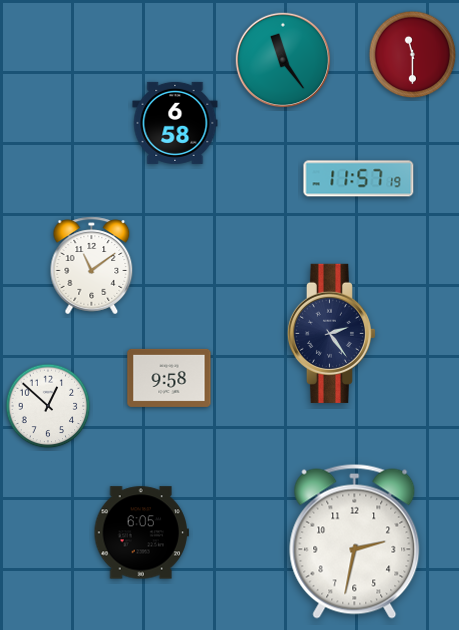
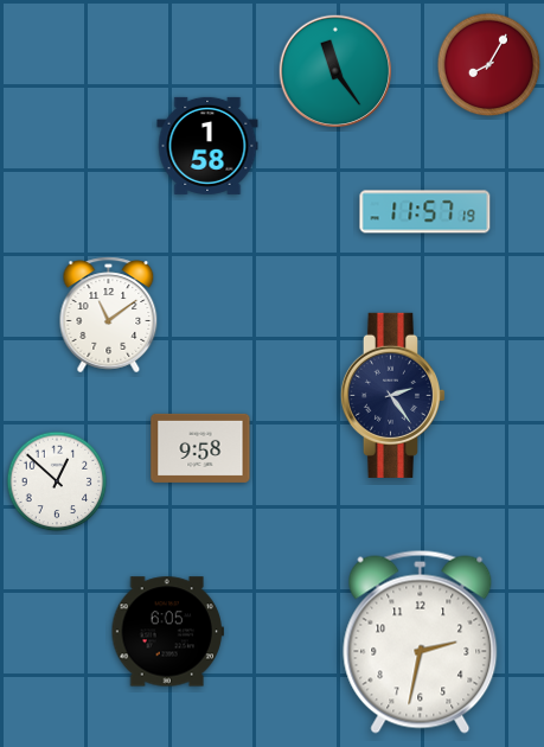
clock at (413, 55): 11:30 -> 8:05
clock at (175, 123): 6:58 -> 1:58
